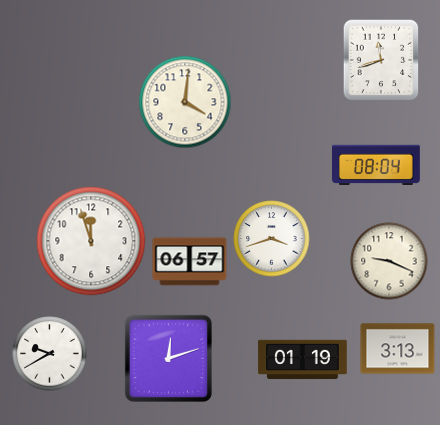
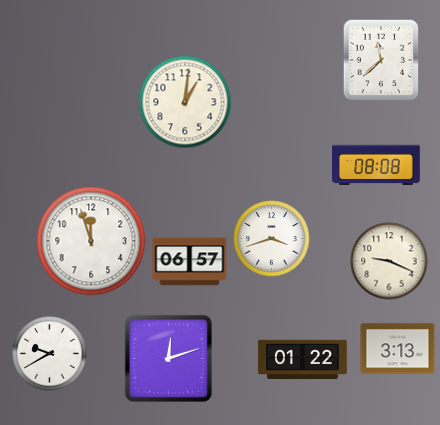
clock at (381, 60): 11:42 -> 11:38
clock at (185, 102): 4:01 -> 1:01
clock at (377, 164): 08:04 -> 08:08
clock at (303, 360): 01:19 -> 01:22
